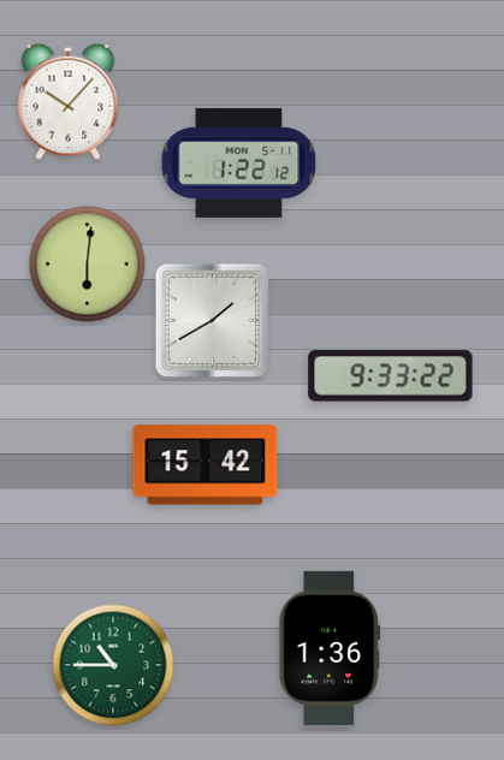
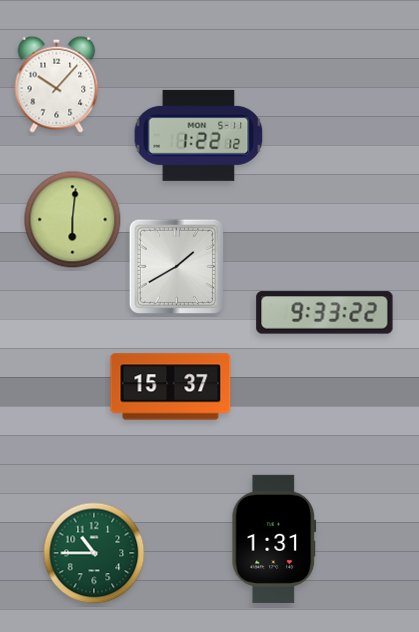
clock at (206, 465): 15:42 -> 15:37
clock at (330, 648): 1:36 -> 1:31
